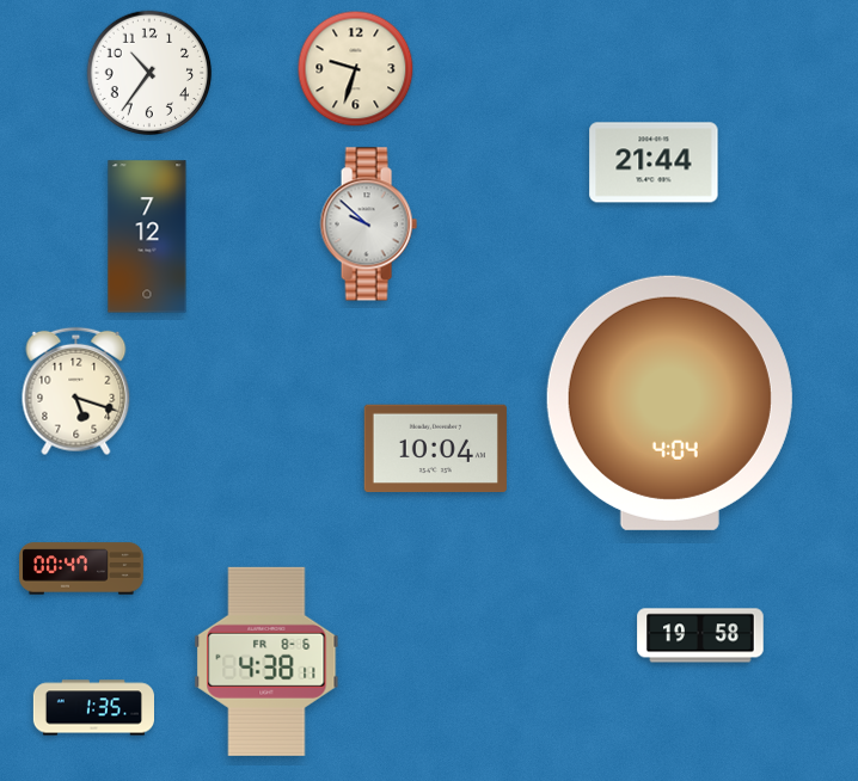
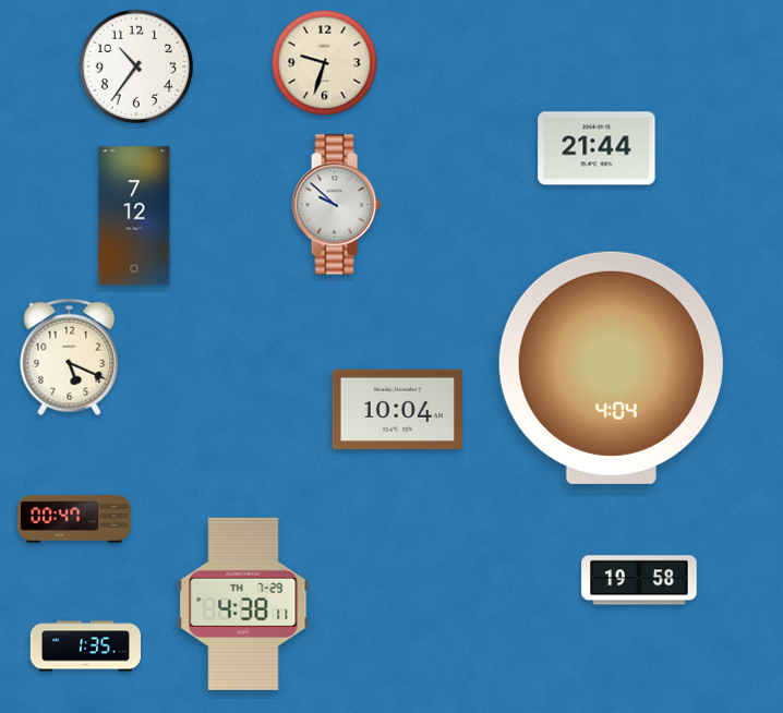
clock at (76, 392): 5:18 -> 5:19
clock at (266, 662) date: FR 8-6 -> TH 7-29
